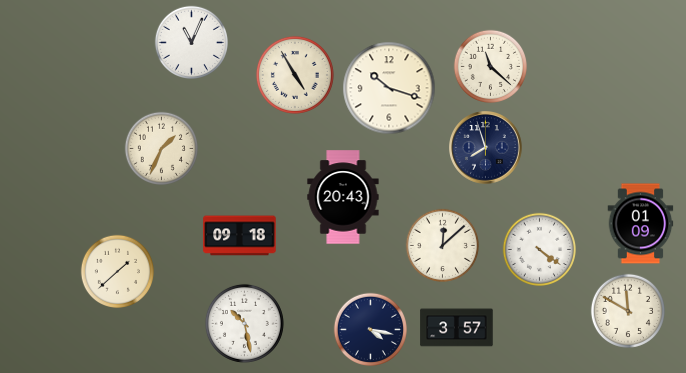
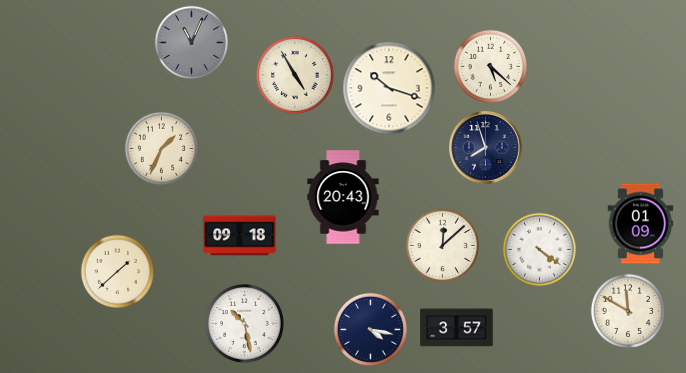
clock at (191, 42) dial: white -> grey
clock at (490, 66): 11:22 -> 5:22
